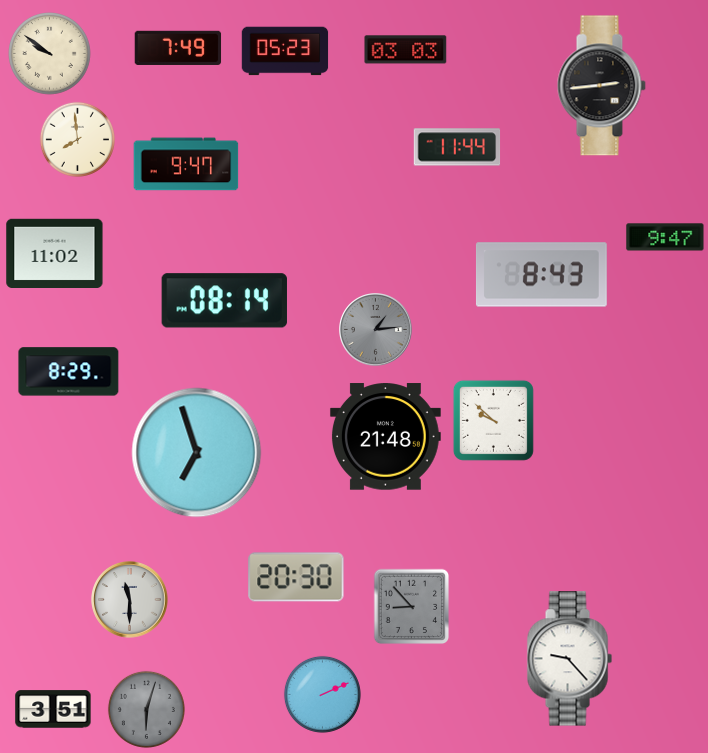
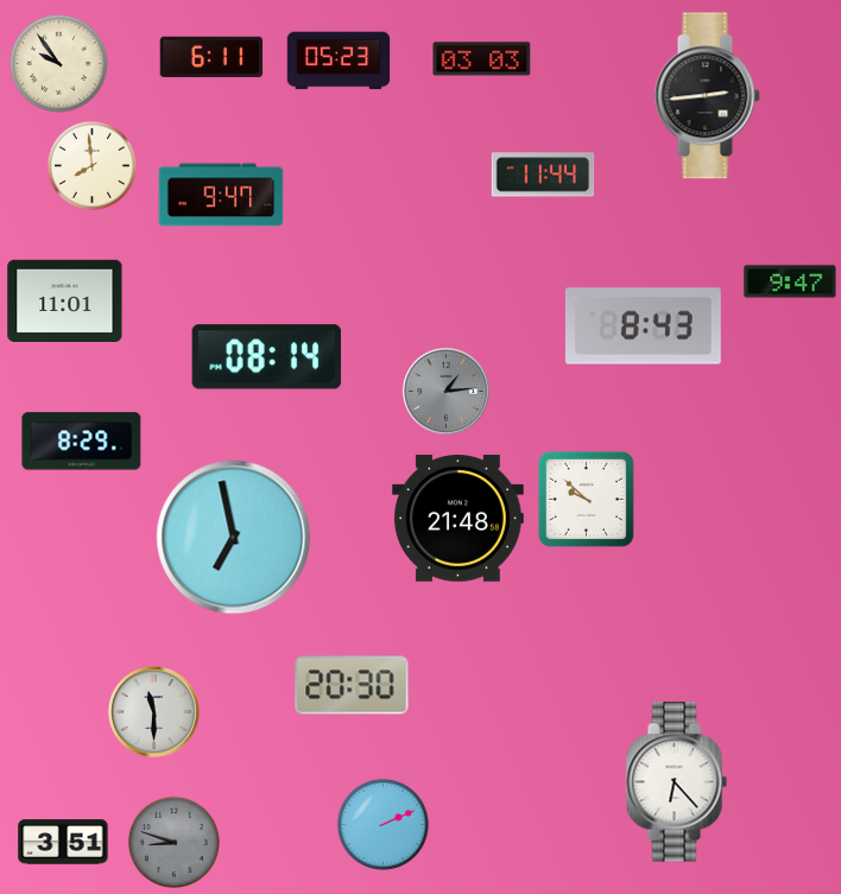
clock at (178, 48): 7:49 -> 6:11
clock at (50, 54): 9:51 -> 9:54
clock at (601, 86) position: (601, 86) -> (707, 96)
clock at (55, 253): 11:02 -> 11:01
clock at (197, 453): 6:57 -> 6:58
clock at (412, 607): 8:53 -> none
clock at (569, 659): 9:23 -> 6:23
clock at (146, 709): 6:03 -> 8:48
